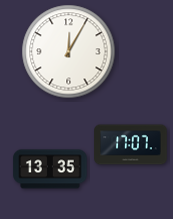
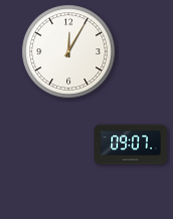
clock at (131, 145): 17:07 -> 09:07
clock at (50, 169): 13:35 -> none
